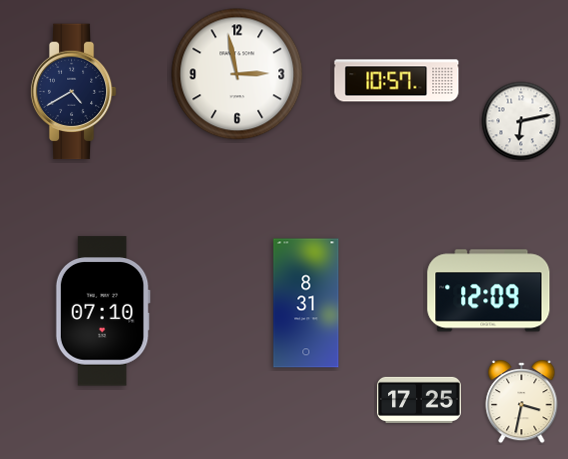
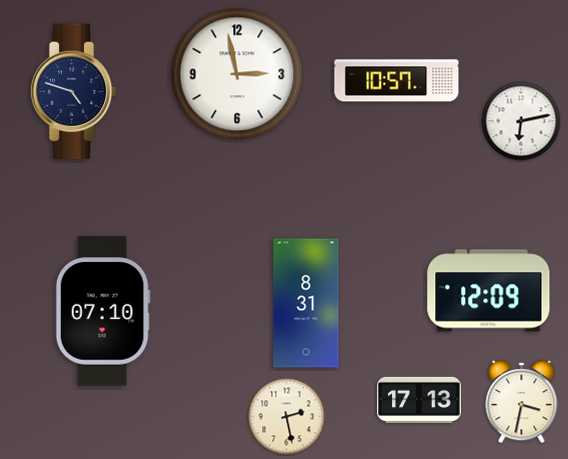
clock at (73, 92): 4:40 -> 4:48
clock at (419, 400): 17:25 -> 17:13
clock at (287, 417): none -> 2:28
